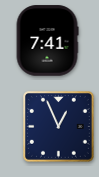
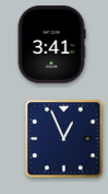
clock at (47, 41): 7:41 -> 3:41
